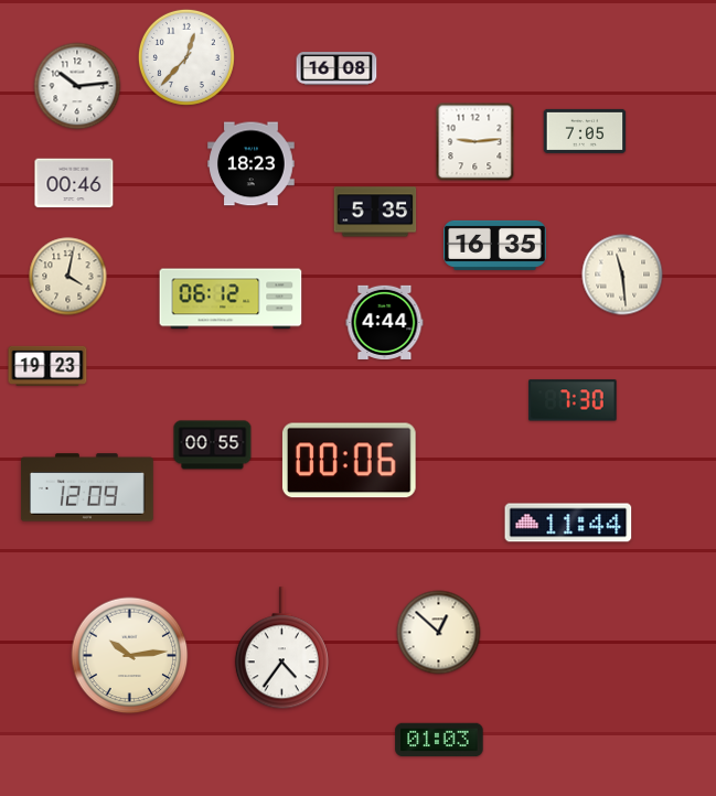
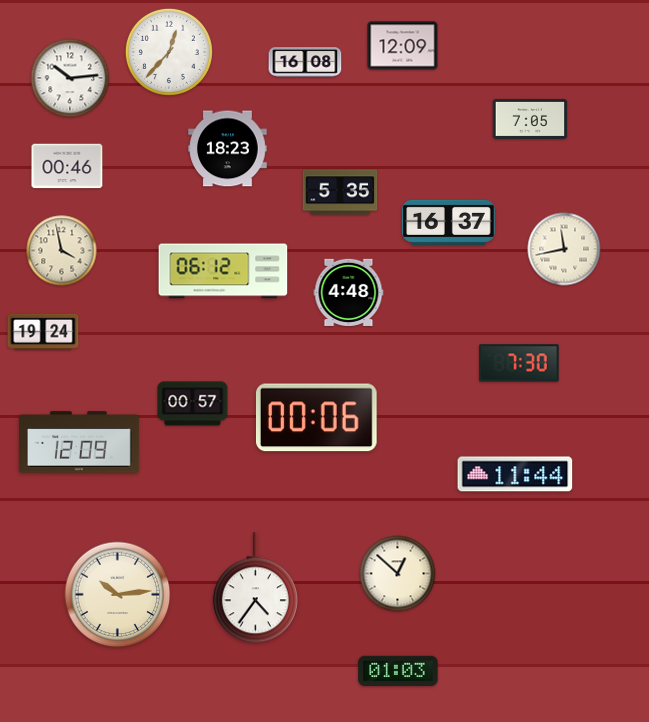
clock at (403, 46): none -> 12:09
clock at (475, 142): 9:14 -> none
clock at (495, 245): 16:35 -> 16:37
clock at (622, 275): 11:29 -> 11:43
clock at (68, 277): 4:02 -> 3:58
clock at (231, 299) position: (231, 299) -> (223, 271)
clock at (385, 322): 4:44 -> 4:48
clock at (47, 366): 19:23 -> 19:24
clock at (213, 445): 00:55 -> 00:57
